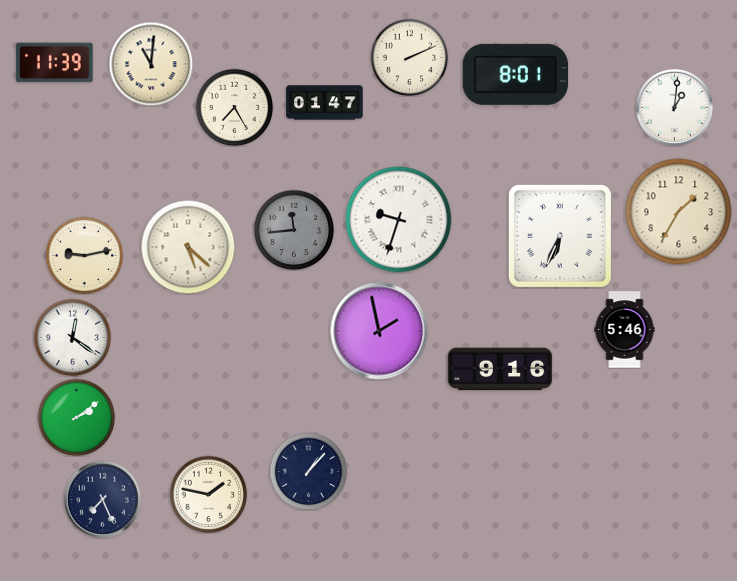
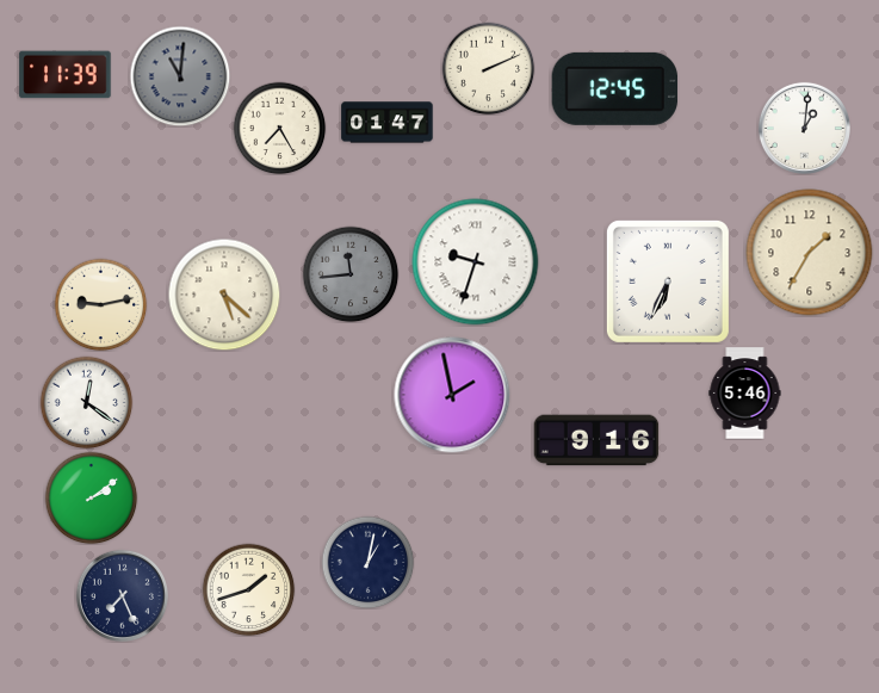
clock at (151, 64) dial: cream -> grey
clock at (516, 74): 8:01 -> 12:45
clock at (308, 471): 1:07 -> 1:02
clock at (208, 494): 1:47 -> 1:42
